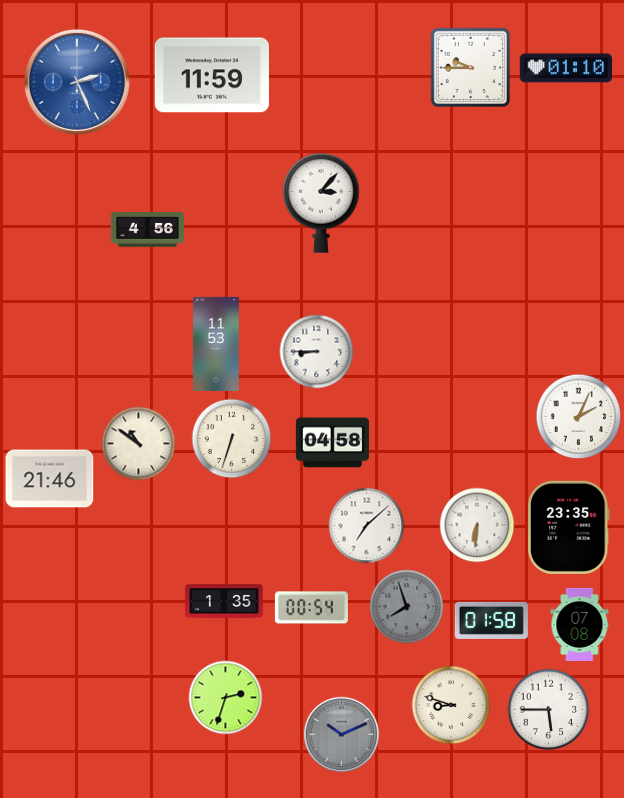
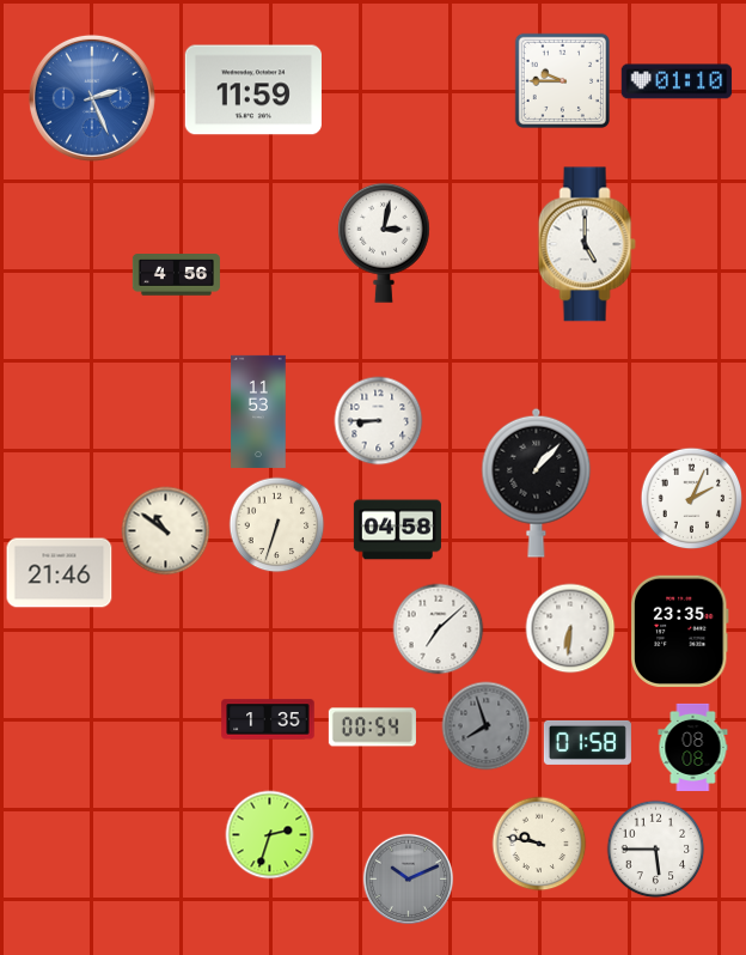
clock at (322, 203): 3:07 -> 3:02
clock at (587, 244): none -> 5:00
clock at (537, 482): none -> 1:07
clock at (580, 624): 07:08 -> 08:08
clock at (451, 705): 8:48 -> 9:47
